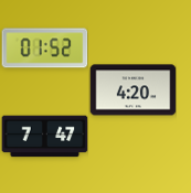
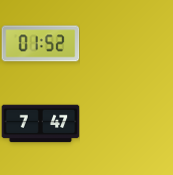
clock at (132, 90): 4:20 -> none
